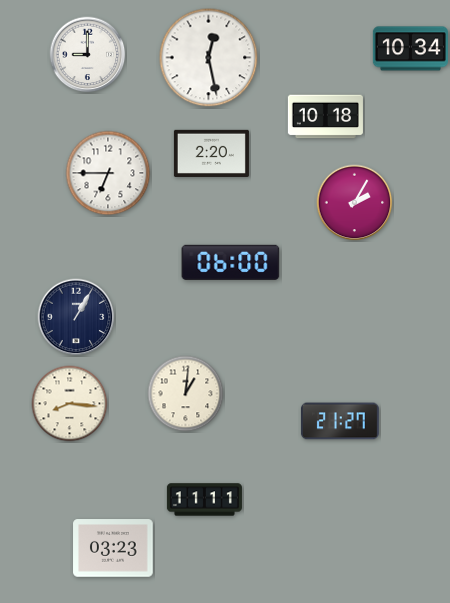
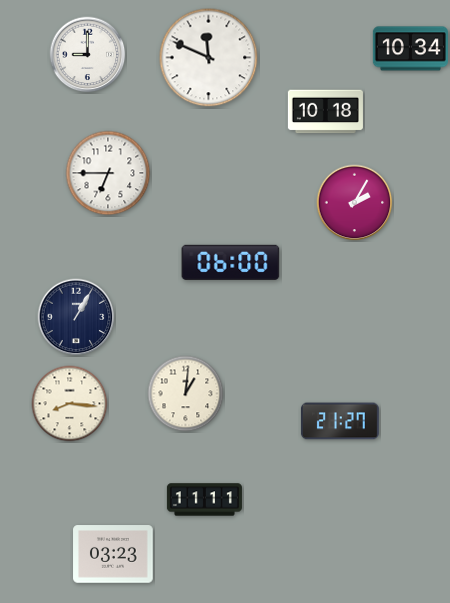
clock at (209, 58): 12:28 -> 11:49
clock at (325, 117) position: (325, 117) -> (325, 112)
clock at (211, 153): 2:20 -> none
clock at (113, 548) position: (113, 548) -> (113, 554)
